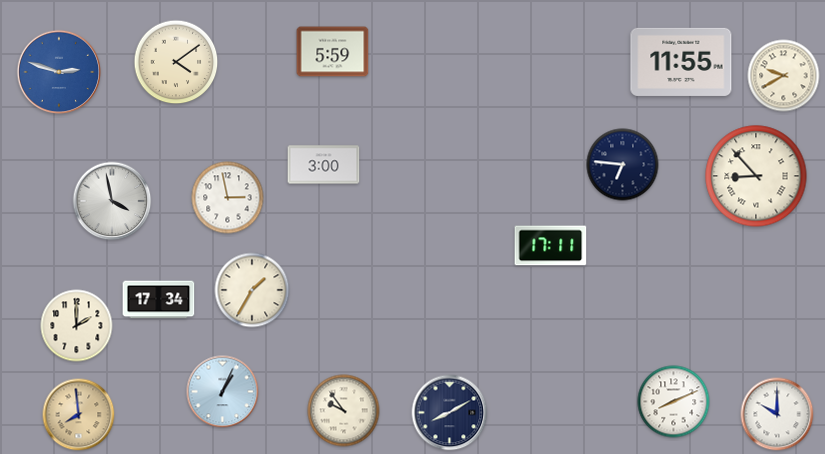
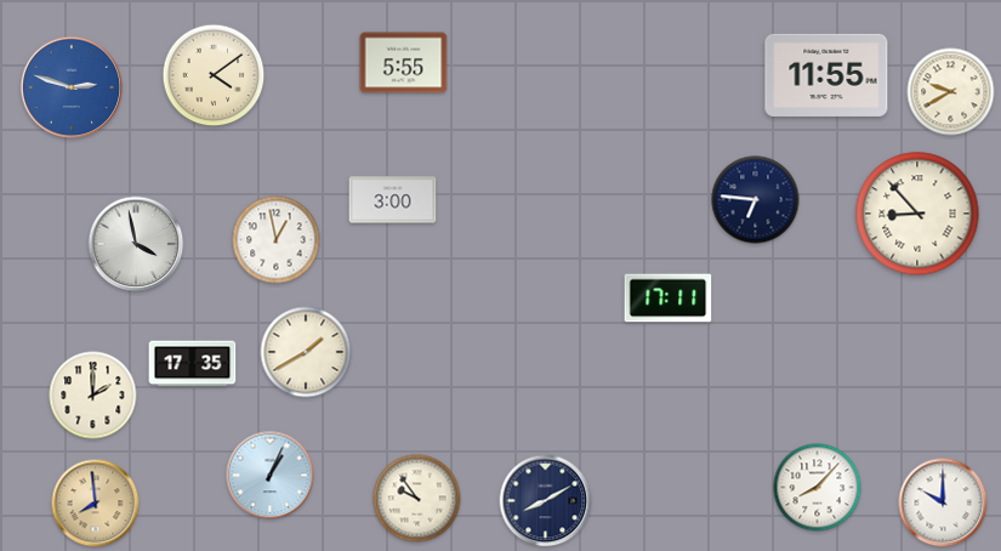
clock at (333, 52): 5:59 -> 5:55
clock at (228, 198): 2:58 -> 12:58
clock at (252, 290): 1:35 -> 1:40
clock at (159, 300): 17:34 -> 17:35
clock at (674, 402): 8:11 -> 8:07
